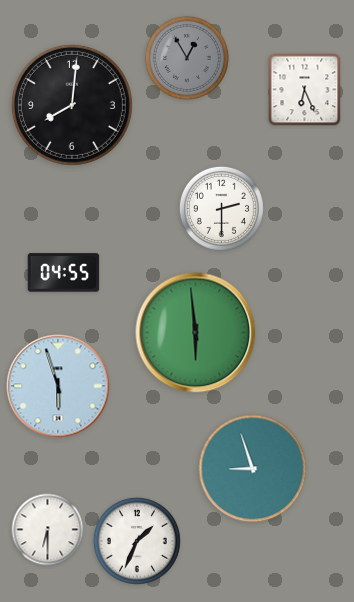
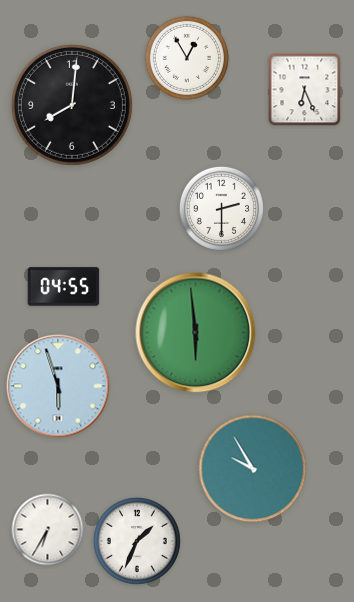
clock at (187, 58) dial: grey -> white
clock at (64, 273) position: (64, 273) -> (64, 287)
clock at (253, 469): 8:57 -> 9:55
clock at (48, 530): 6:30 -> 6:35
